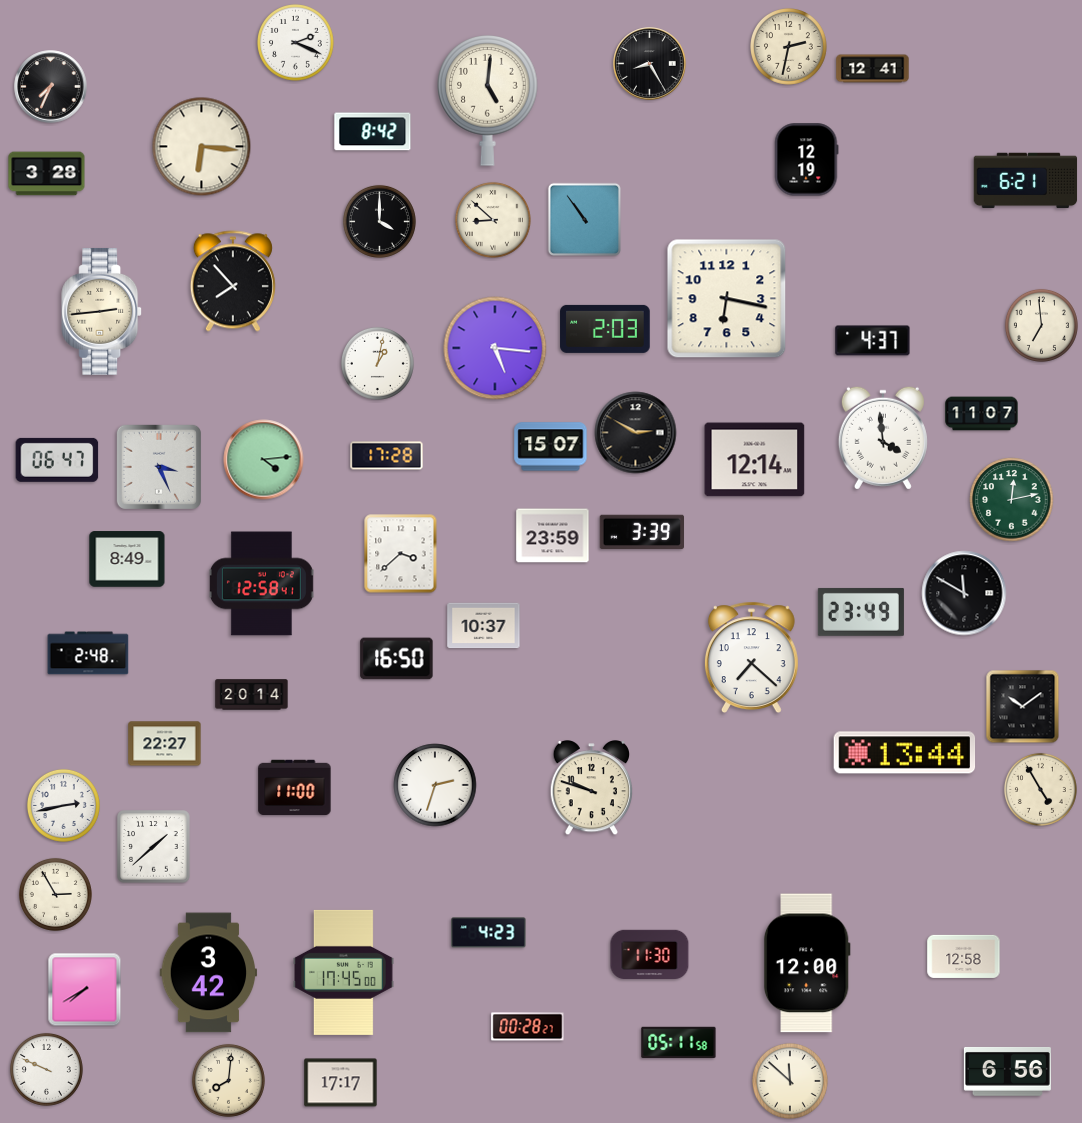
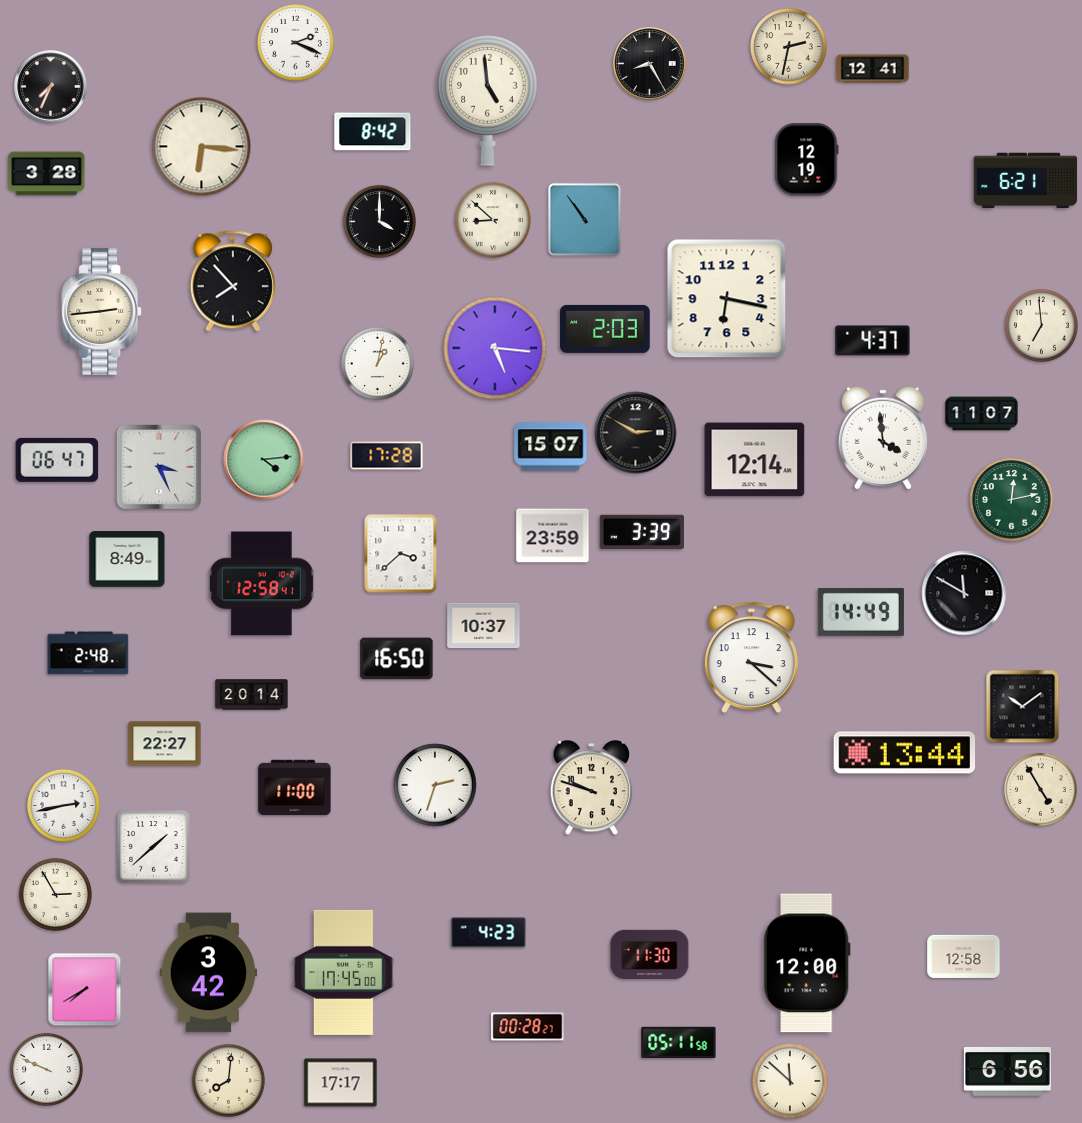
clock at (488, 101): 5:01 -> 4:59
clock at (861, 612): 23:49 -> 14:49
clock at (751, 657): 7:22 -> 3:22
